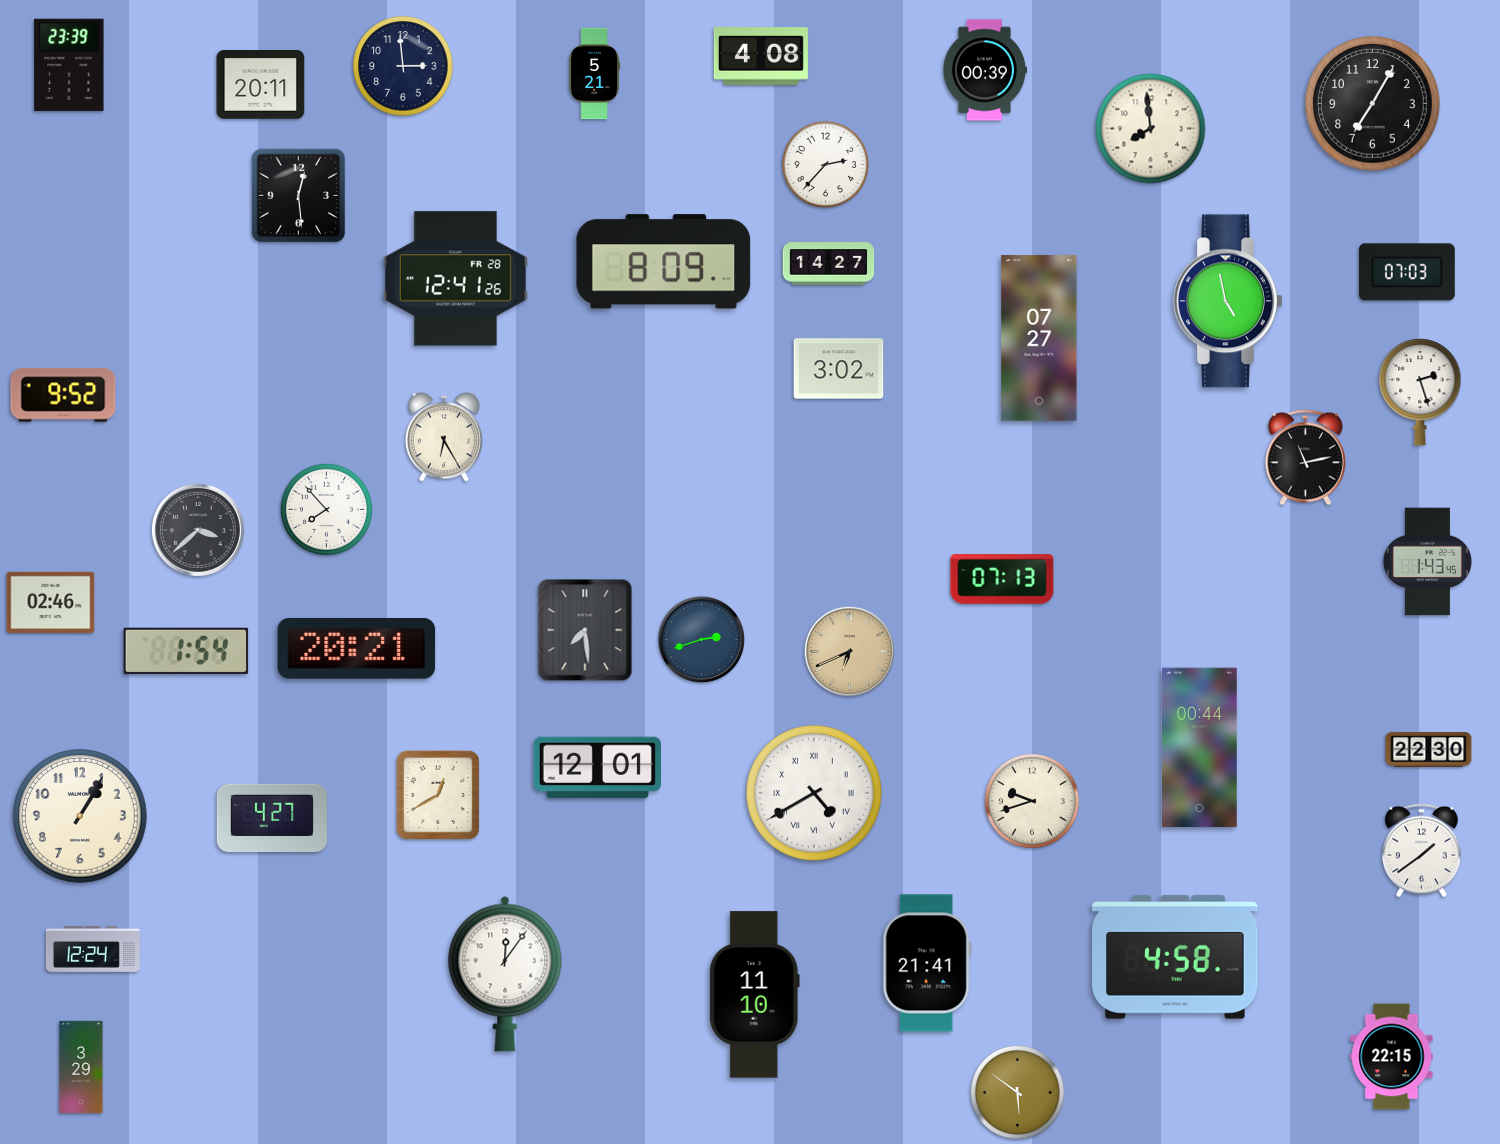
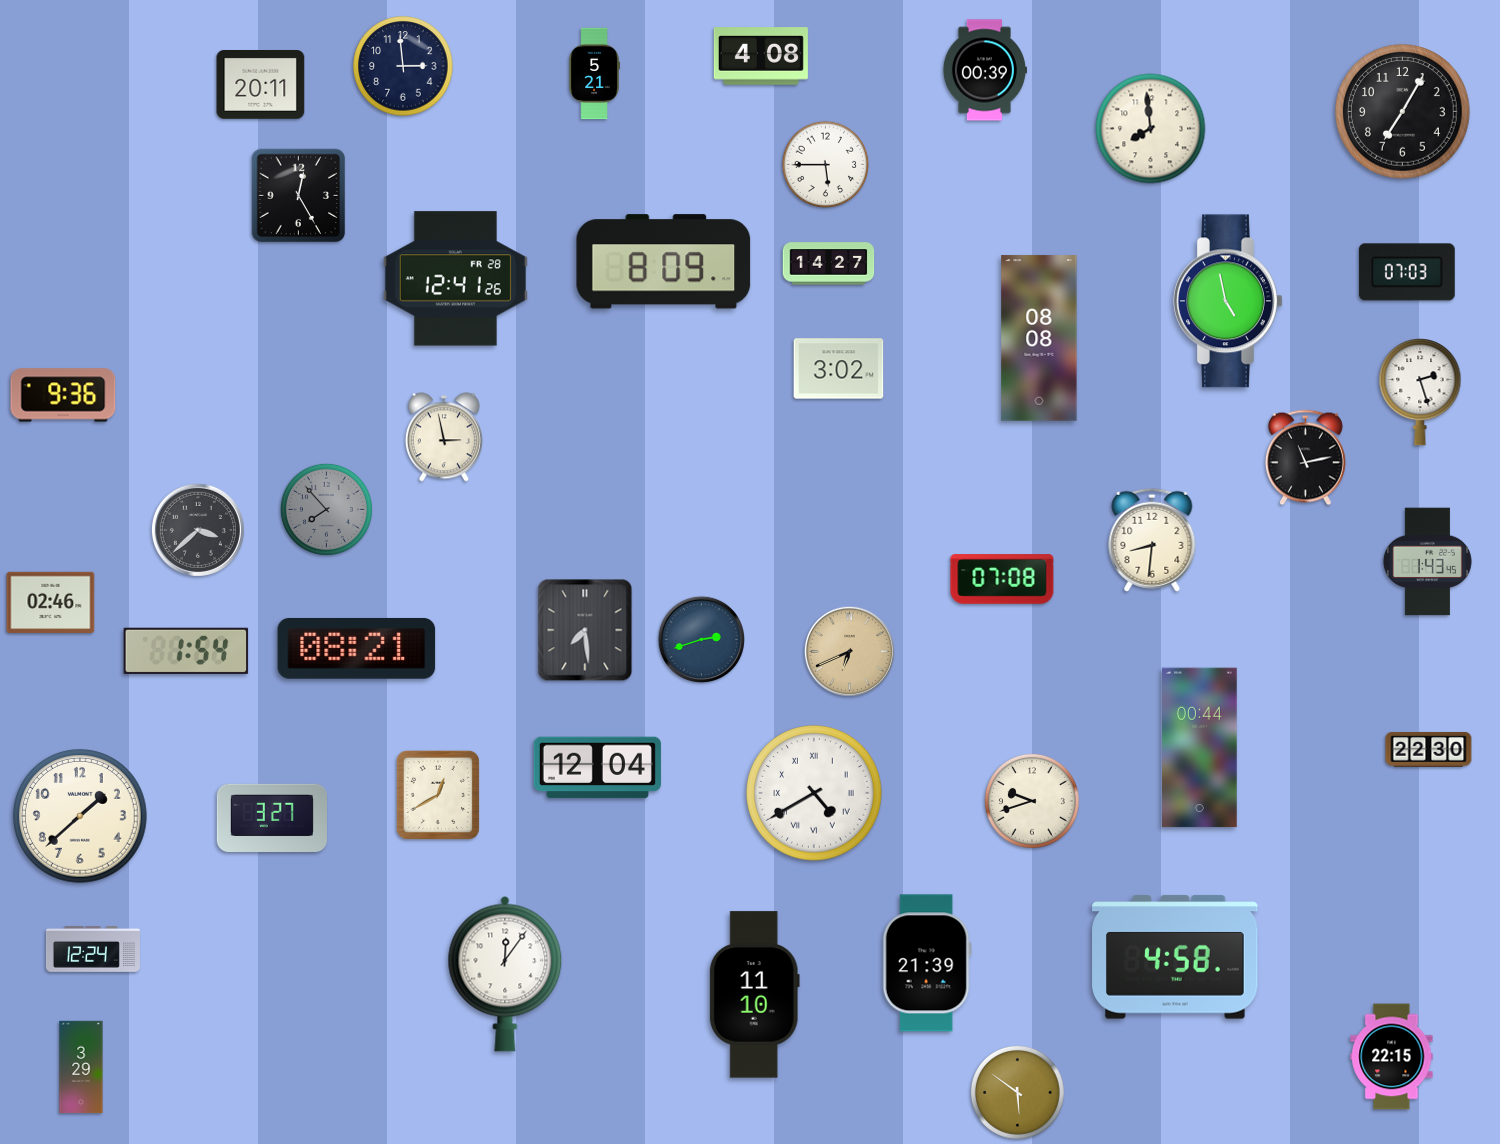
clock at (69, 65): 23:39 -> none
clock at (1373, 104) position: (1373, 104) -> (1403, 112)
clock at (826, 165): 2:37 -> 5:45
clock at (299, 196): 12:29 -> 12:25
clock at (1039, 338): 07:27 -> 08:08
clock at (63, 395): 9:52 -> 9:36
clock at (444, 437): 6:25 -> 2:58
clock at (326, 509) dial: white -> grey
clock at (1152, 540): none -> 8:31
clock at (1002, 579): 07:13 -> 07:08
clock at (357, 648): 20:21 -> 08:21
clock at (597, 768): 12:01 -> 12:04
clock at (81, 817): 1:05 -> 1:38
clock at (272, 817): 4:27 -> 3:27
clock at (1422, 851): 1:39 -> none
clock at (927, 963): 21:41 -> 21:39
